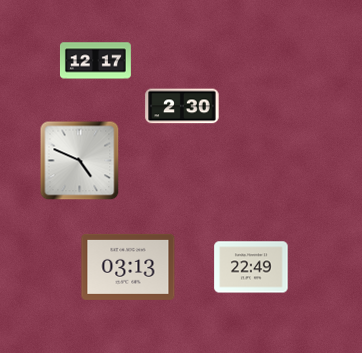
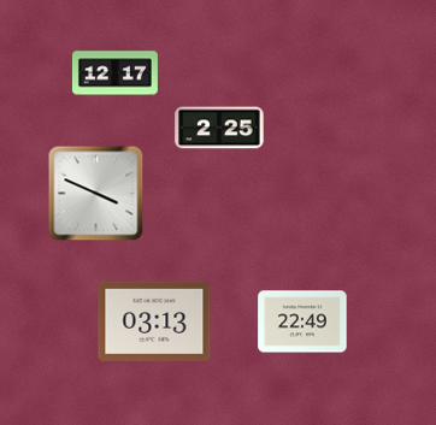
clock at (182, 106): 2:30 -> 2:25
clock at (80, 161): 4:49 -> 3:49
